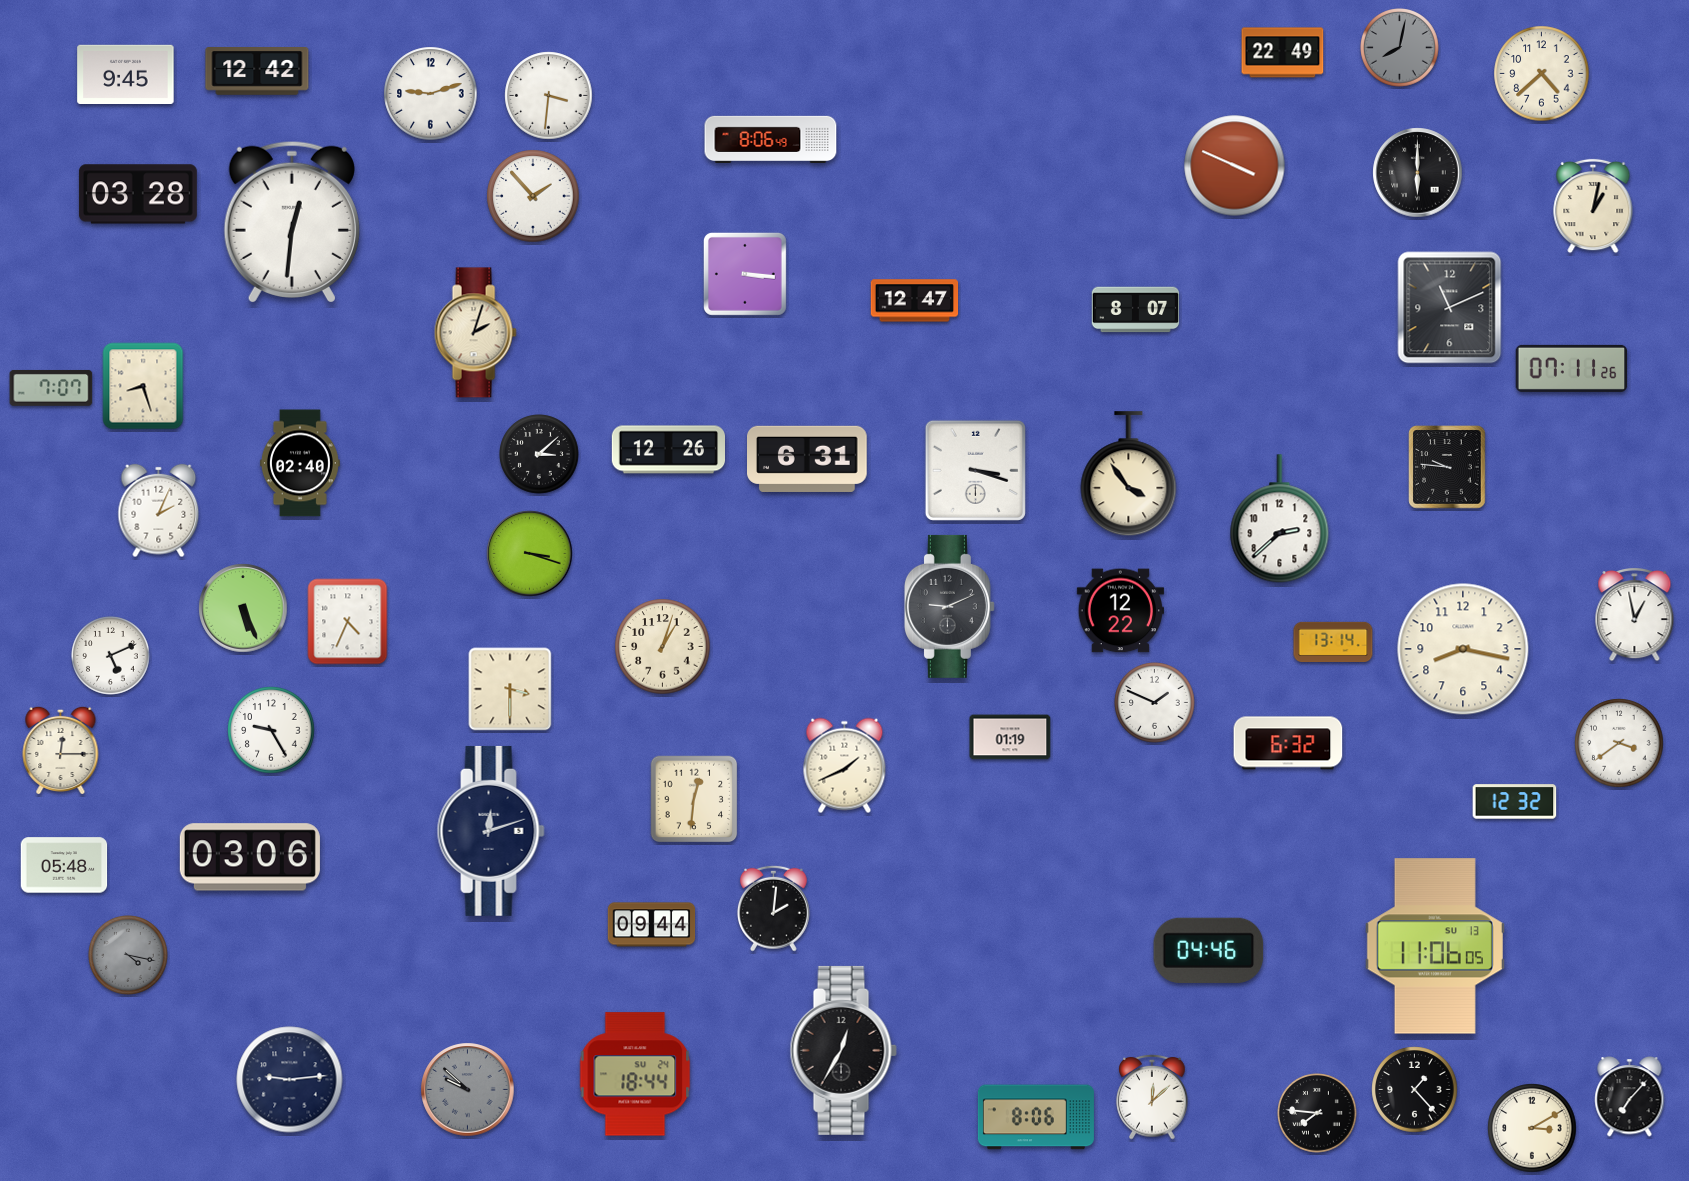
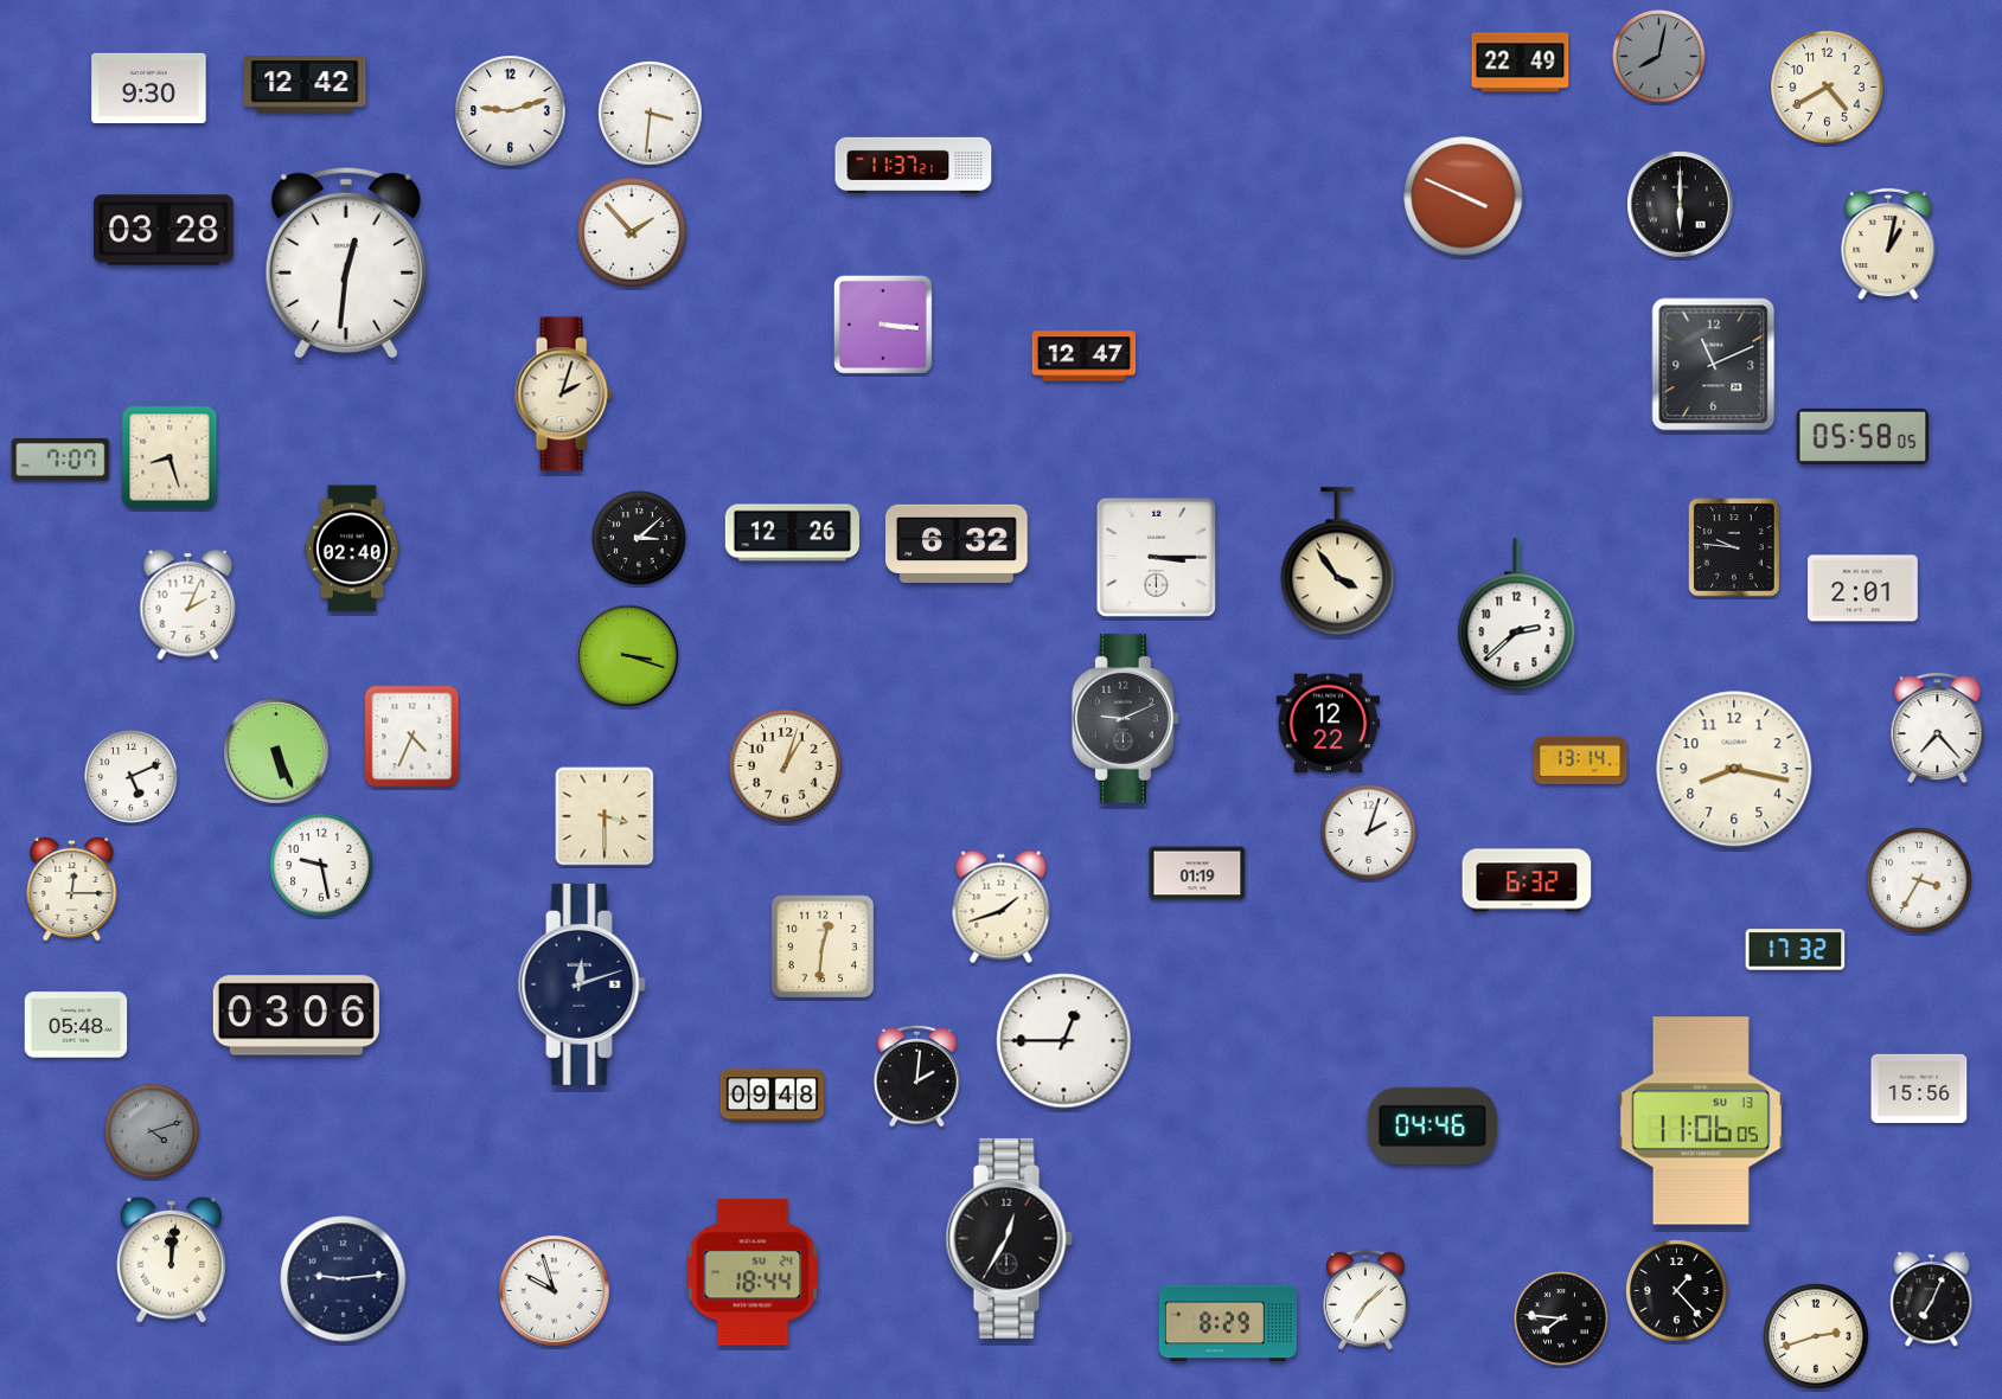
clock at (126, 74): 9:45 -> 9:30
clock at (1542, 74): 4:38 -> 4:40
clock at (771, 139): 8:06 -> 11:37
clock at (1450, 308) position: (1450, 308) -> (1714, 365)
clock at (1136, 310): 8:07 -> none
clock at (1572, 368): 07:11 -> 05:58
clock at (807, 459): 6:31 -> 6:32
clock at (300, 463) position: (300, 463) -> (352, 548)
clock at (1447, 467) position: (1447, 467) -> (1734, 547)
clock at (975, 470): 3:18 -> 3:15
clock at (1863, 589): none -> 2:01
clock at (243, 608) position: (243, 608) -> (276, 751)
clock at (1635, 615): 12:58 -> 7:23
clock at (1155, 703): 1:49 -> 2:03
clock at (271, 730): 9:25 -> 9:28
clock at (1619, 743): 3:39 -> 3:35
clock at (845, 766): 1:41 -> 1:42
clock at (1515, 802): 12:32 -> 17:32
clock at (1064, 1041): none -> 12:45
clock at (1919, 1087): none -> 15:56
clock at (652, 925): 09:44 -> 09:48
clock at (128, 955): 4:17 -> 4:12
clock at (843, 1050) position: (843, 1050) -> (1009, 1238)
clock at (172, 1259): none -> 12:01
clock at (468, 1090): 9:52 -> 9:57
clock at (468, 1090) dial: grey -> white
clock at (1152, 1097): 12:08 -> 7:08
clock at (1630, 1097): 7:07 -> 7:04
clock at (1036, 1117): 8:06 -> 8:29
clock at (1532, 1128): 3:10 -> 2:42
